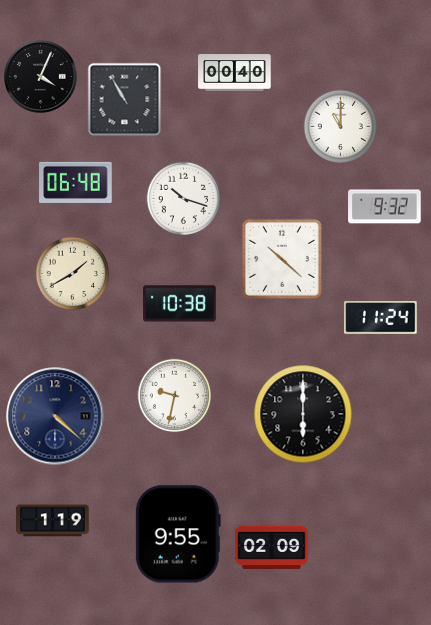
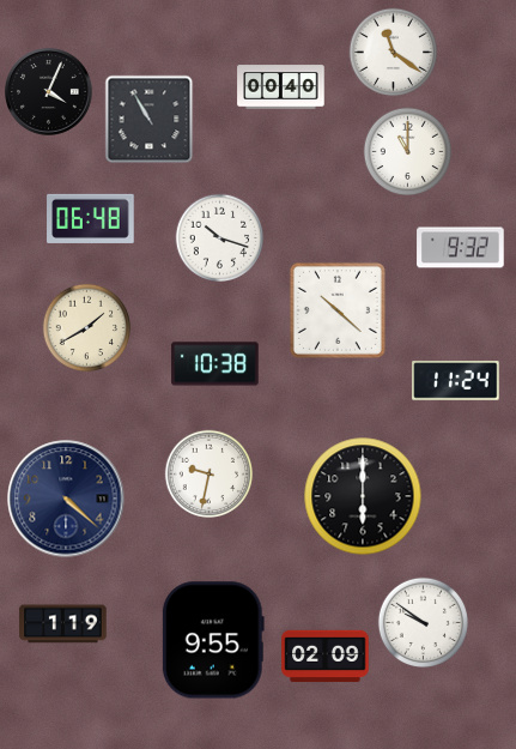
clock at (394, 53): none -> 11:21
clock at (423, 622): none -> 9:51
